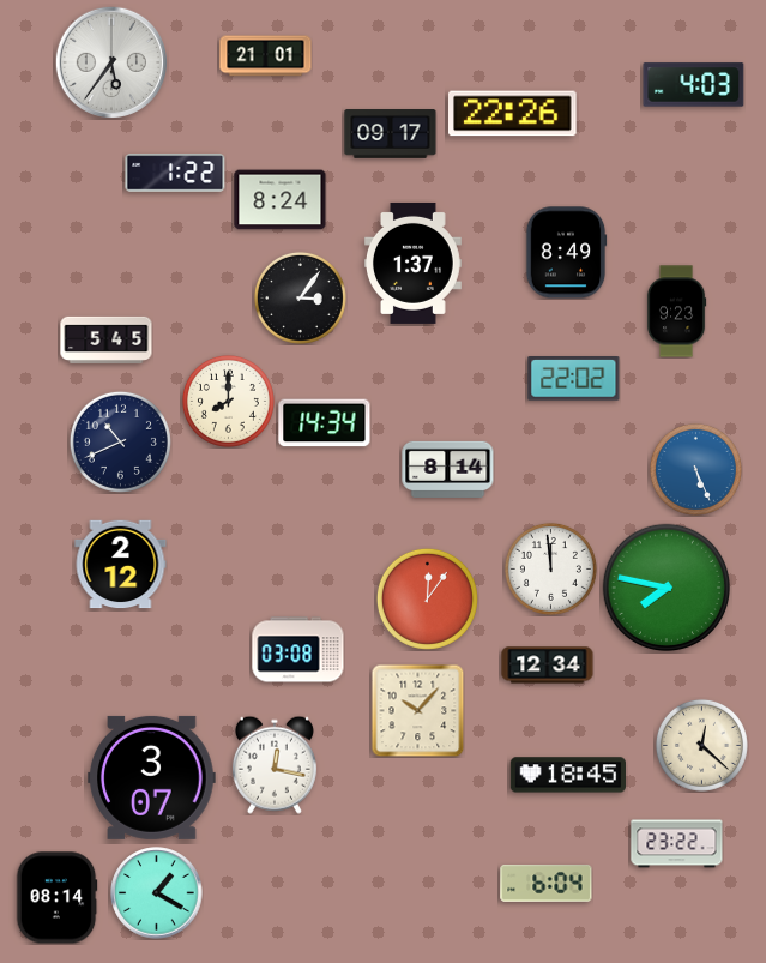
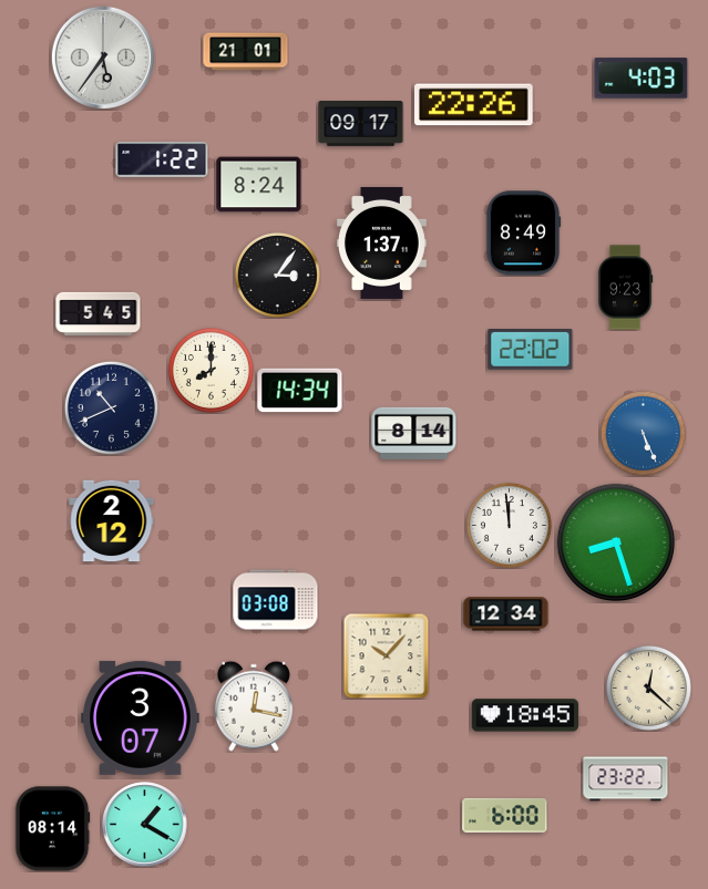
clock at (667, 588): 7:47 -> 8:27
clock at (427, 598): 12:06 -> none
clock at (547, 884): 6:04 -> 6:00
